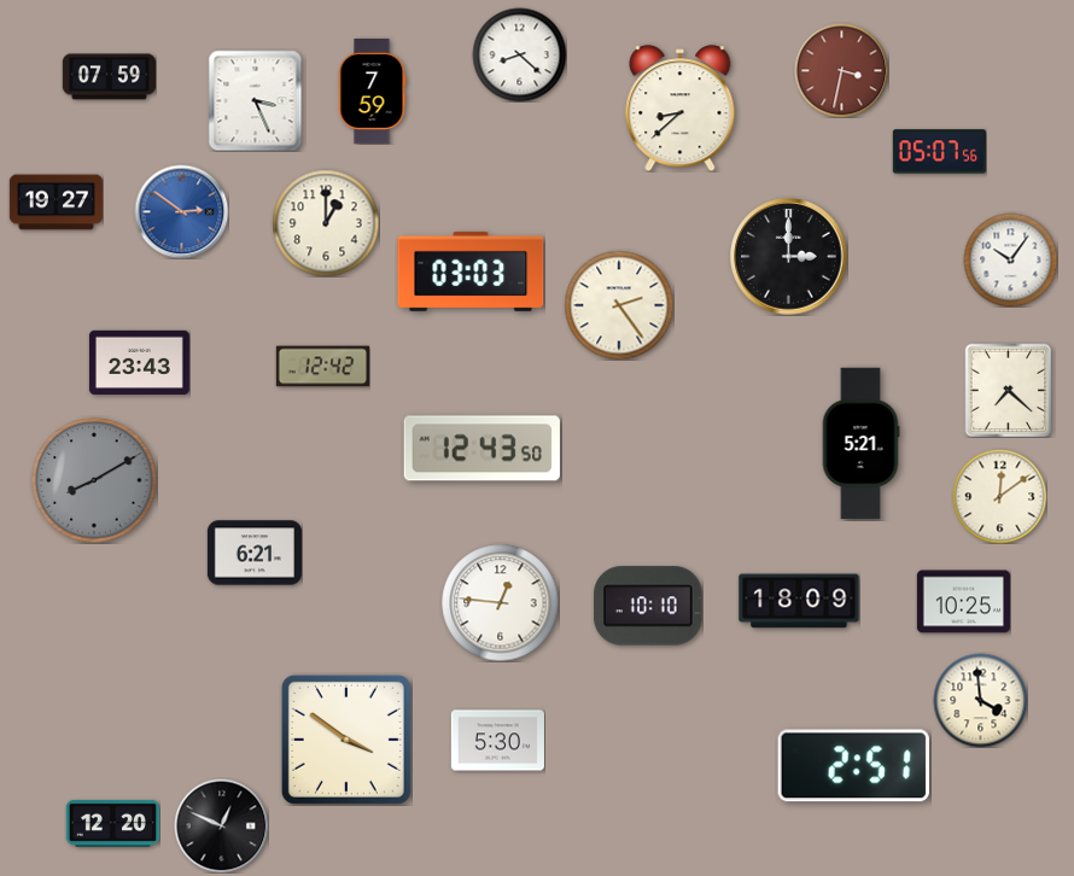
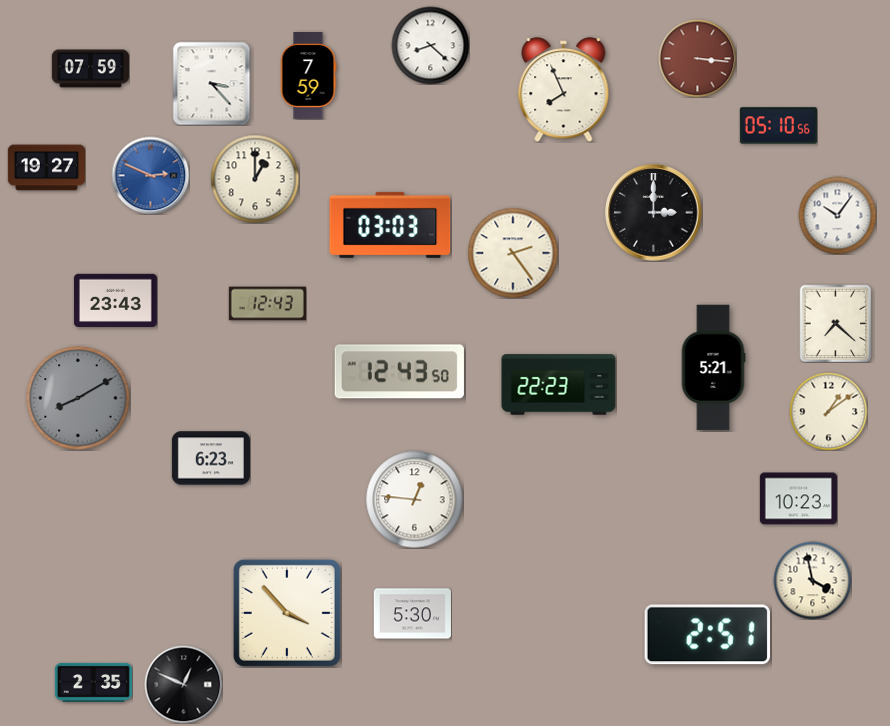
clock at (841, 70): 3:32 -> 3:16
clock at (109, 77) position: (109, 77) -> (90, 69)
clock at (256, 100): 3:26 -> 3:23
clock at (681, 109): 8:38 -> 7:56
clock at (939, 152): 05:07 -> 05:10
clock at (181, 211): 2:51 -> 2:49
clock at (326, 223) position: (326, 223) -> (255, 179)
clock at (322, 367): 12:42 -> 12:43
clock at (559, 385): none -> 22:23
clock at (999, 496): 12:09 -> 1:09
clock at (255, 553): 6:21 -> 6:23
clock at (799, 601): 18:09 -> none
clock at (963, 602): 10:25 -> 10:23
clock at (648, 606): 10:10 -> none
clock at (980, 700): 3:59 -> 3:58
clock at (346, 740): 3:51 -> 3:53
clock at (112, 823): 12:20 -> 2:35
